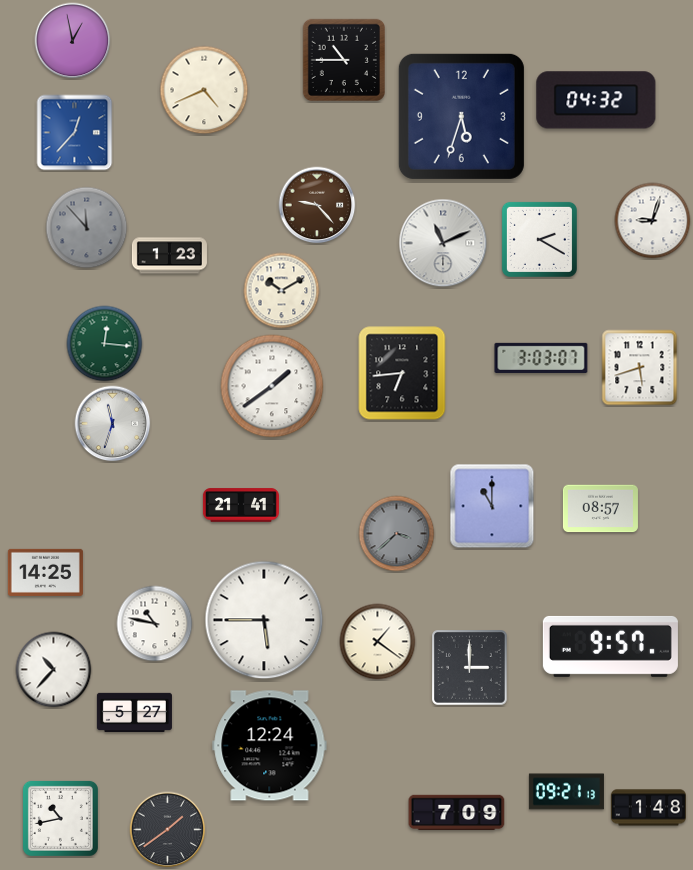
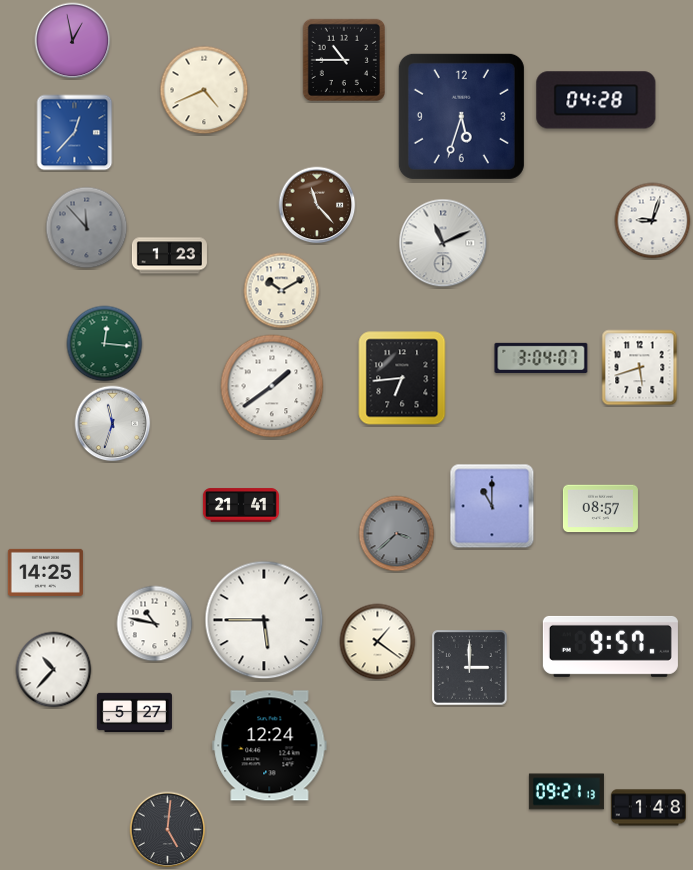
clock at (596, 100): 04:32 -> 04:28
clock at (317, 205): 9:23 -> 11:23
clock at (539, 239): 2:20 -> none
clock at (541, 357): 3:03 -> 3:04
clock at (402, 373) position: (402, 373) -> (402, 378)
clock at (457, 813): 7:09 -> none
clock at (60, 818): 10:43 -> none
clock at (168, 830): 1:39 -> 5:01
